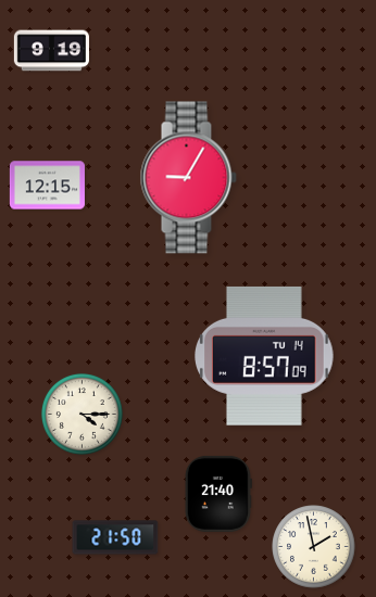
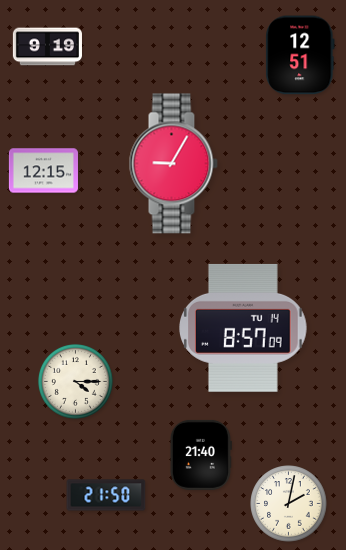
clock at (300, 55): none -> 12:51
clock at (314, 547): 1:58 -> 2:02
